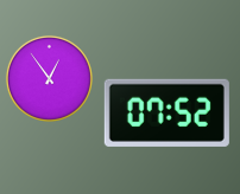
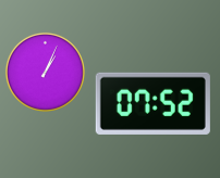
clock at (49, 78): 12:54 -> 1:04
